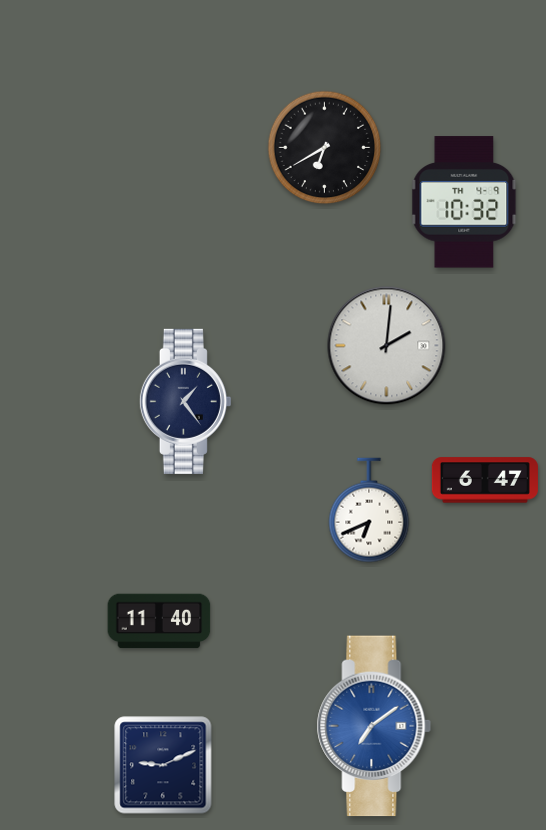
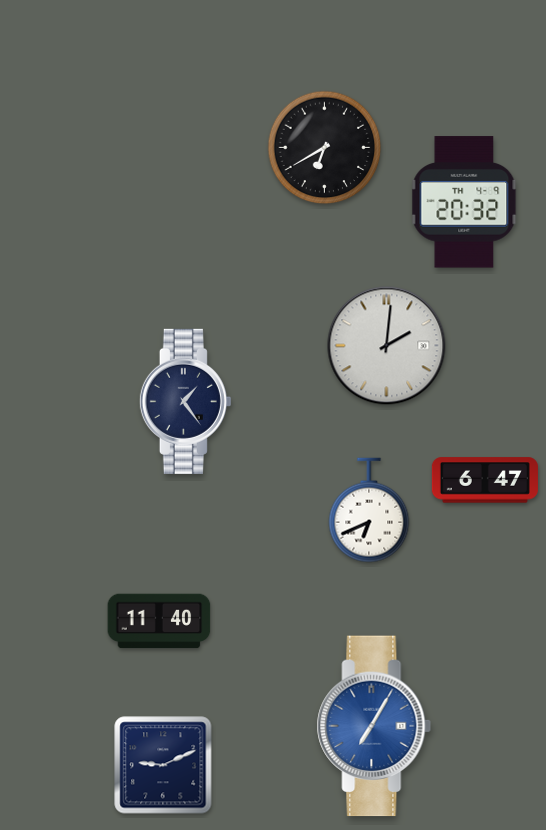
clock at (464, 202): 10:32 -> 20:32
clock at (374, 726): 7:09 -> 7:05
